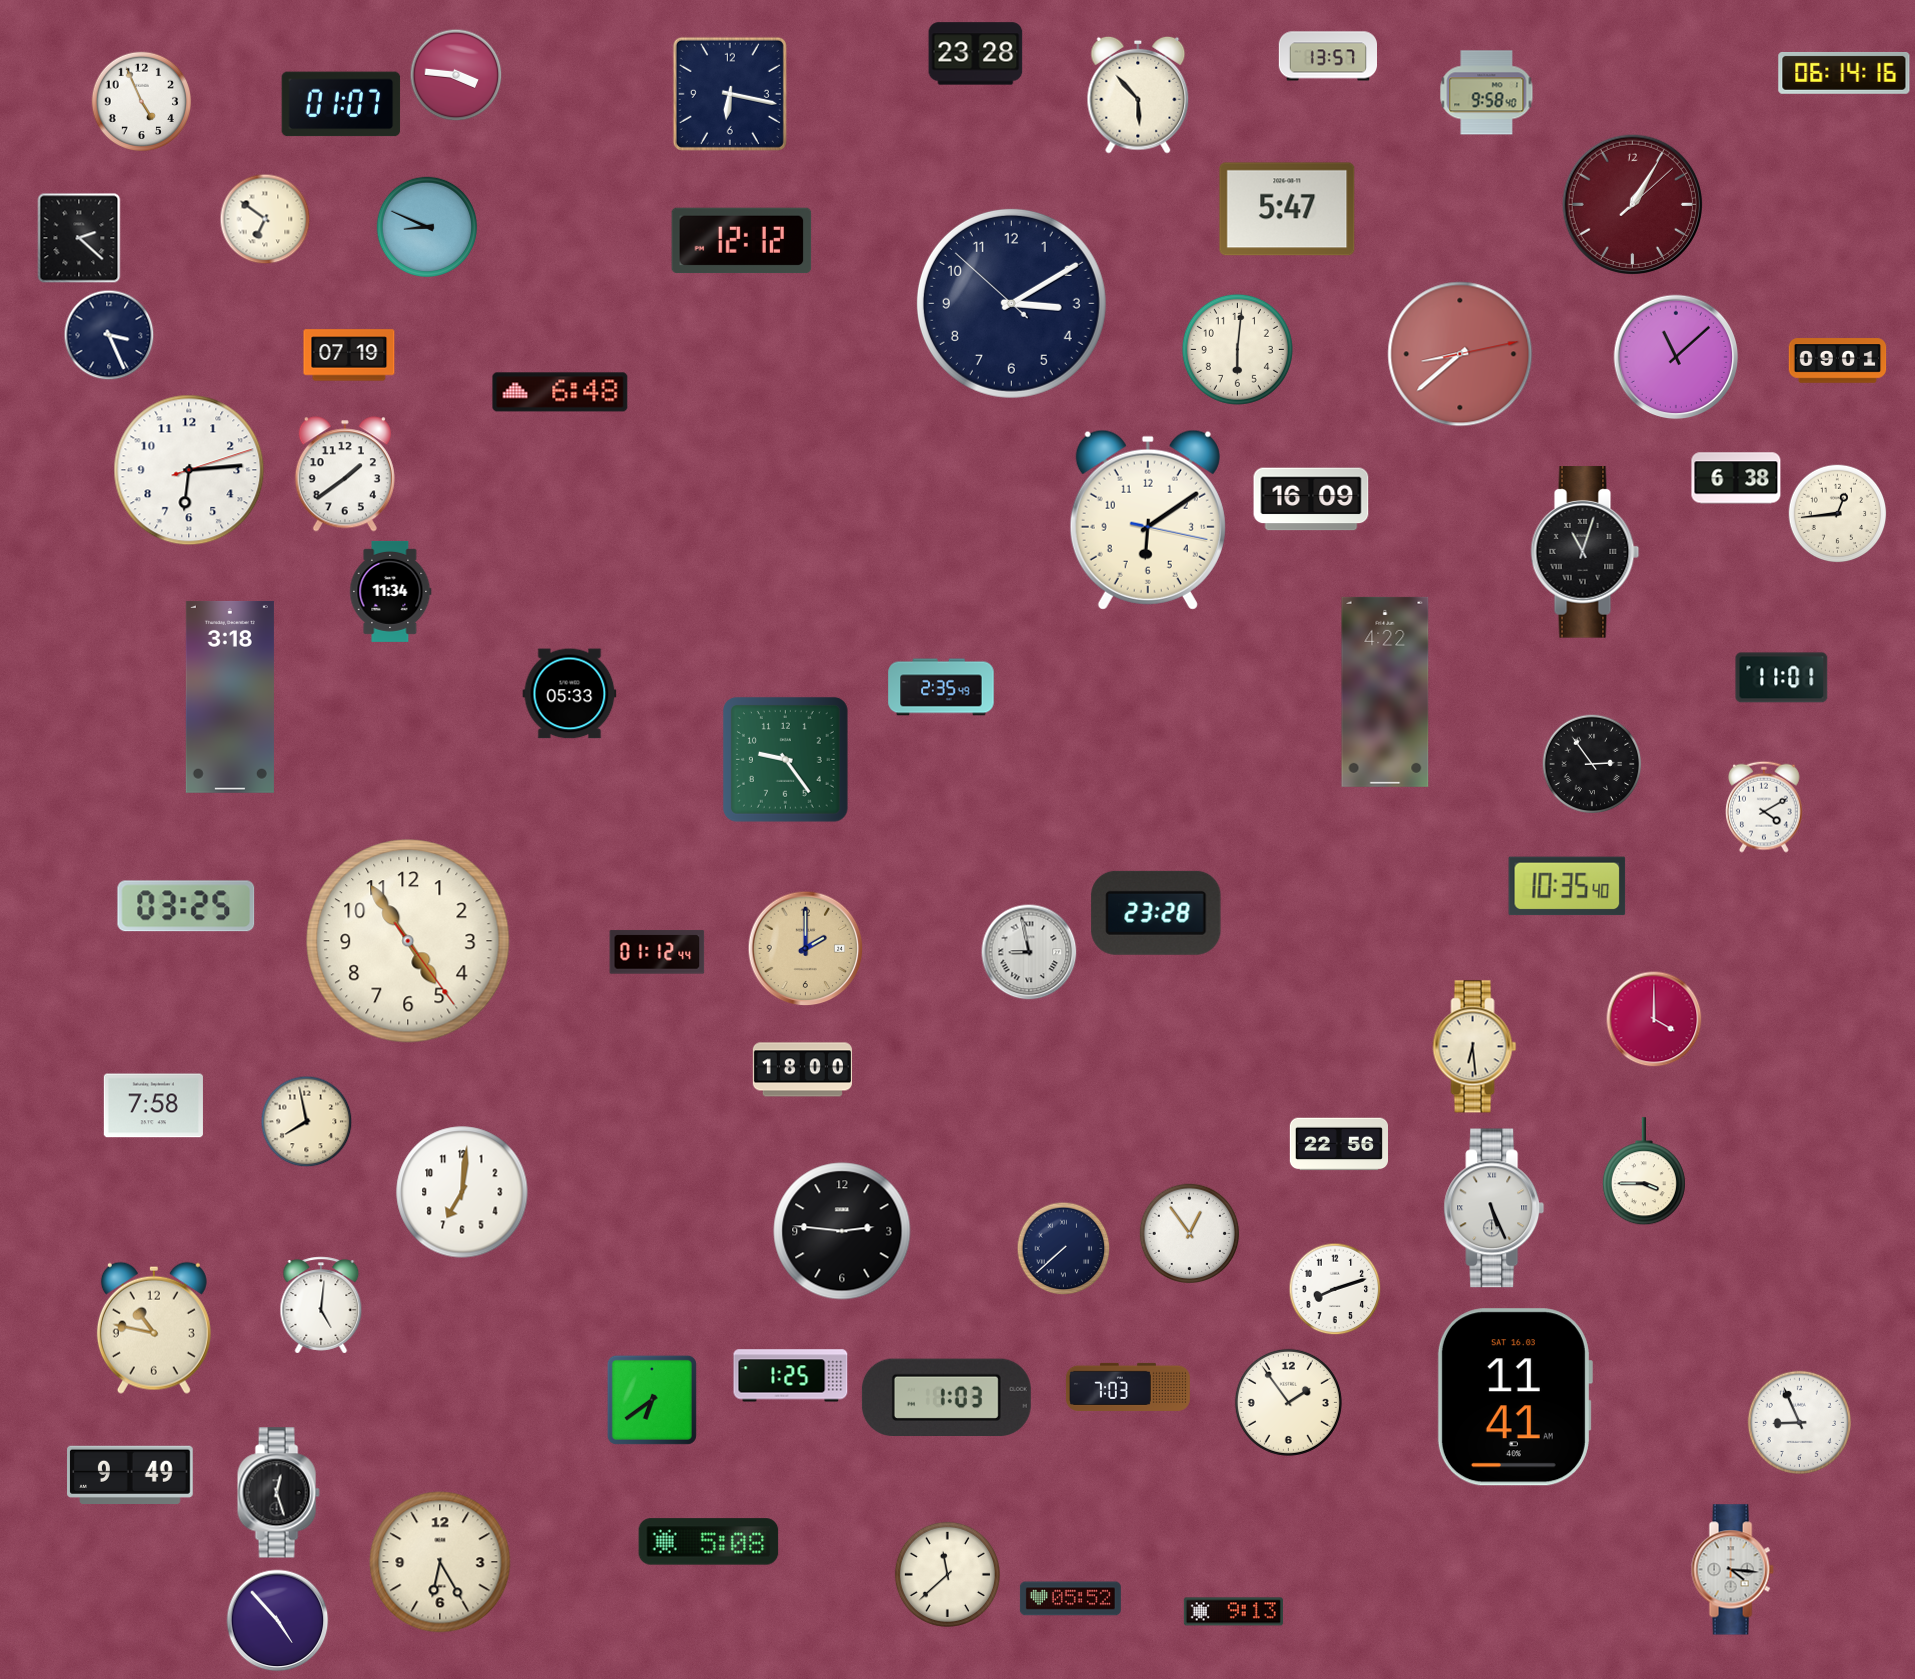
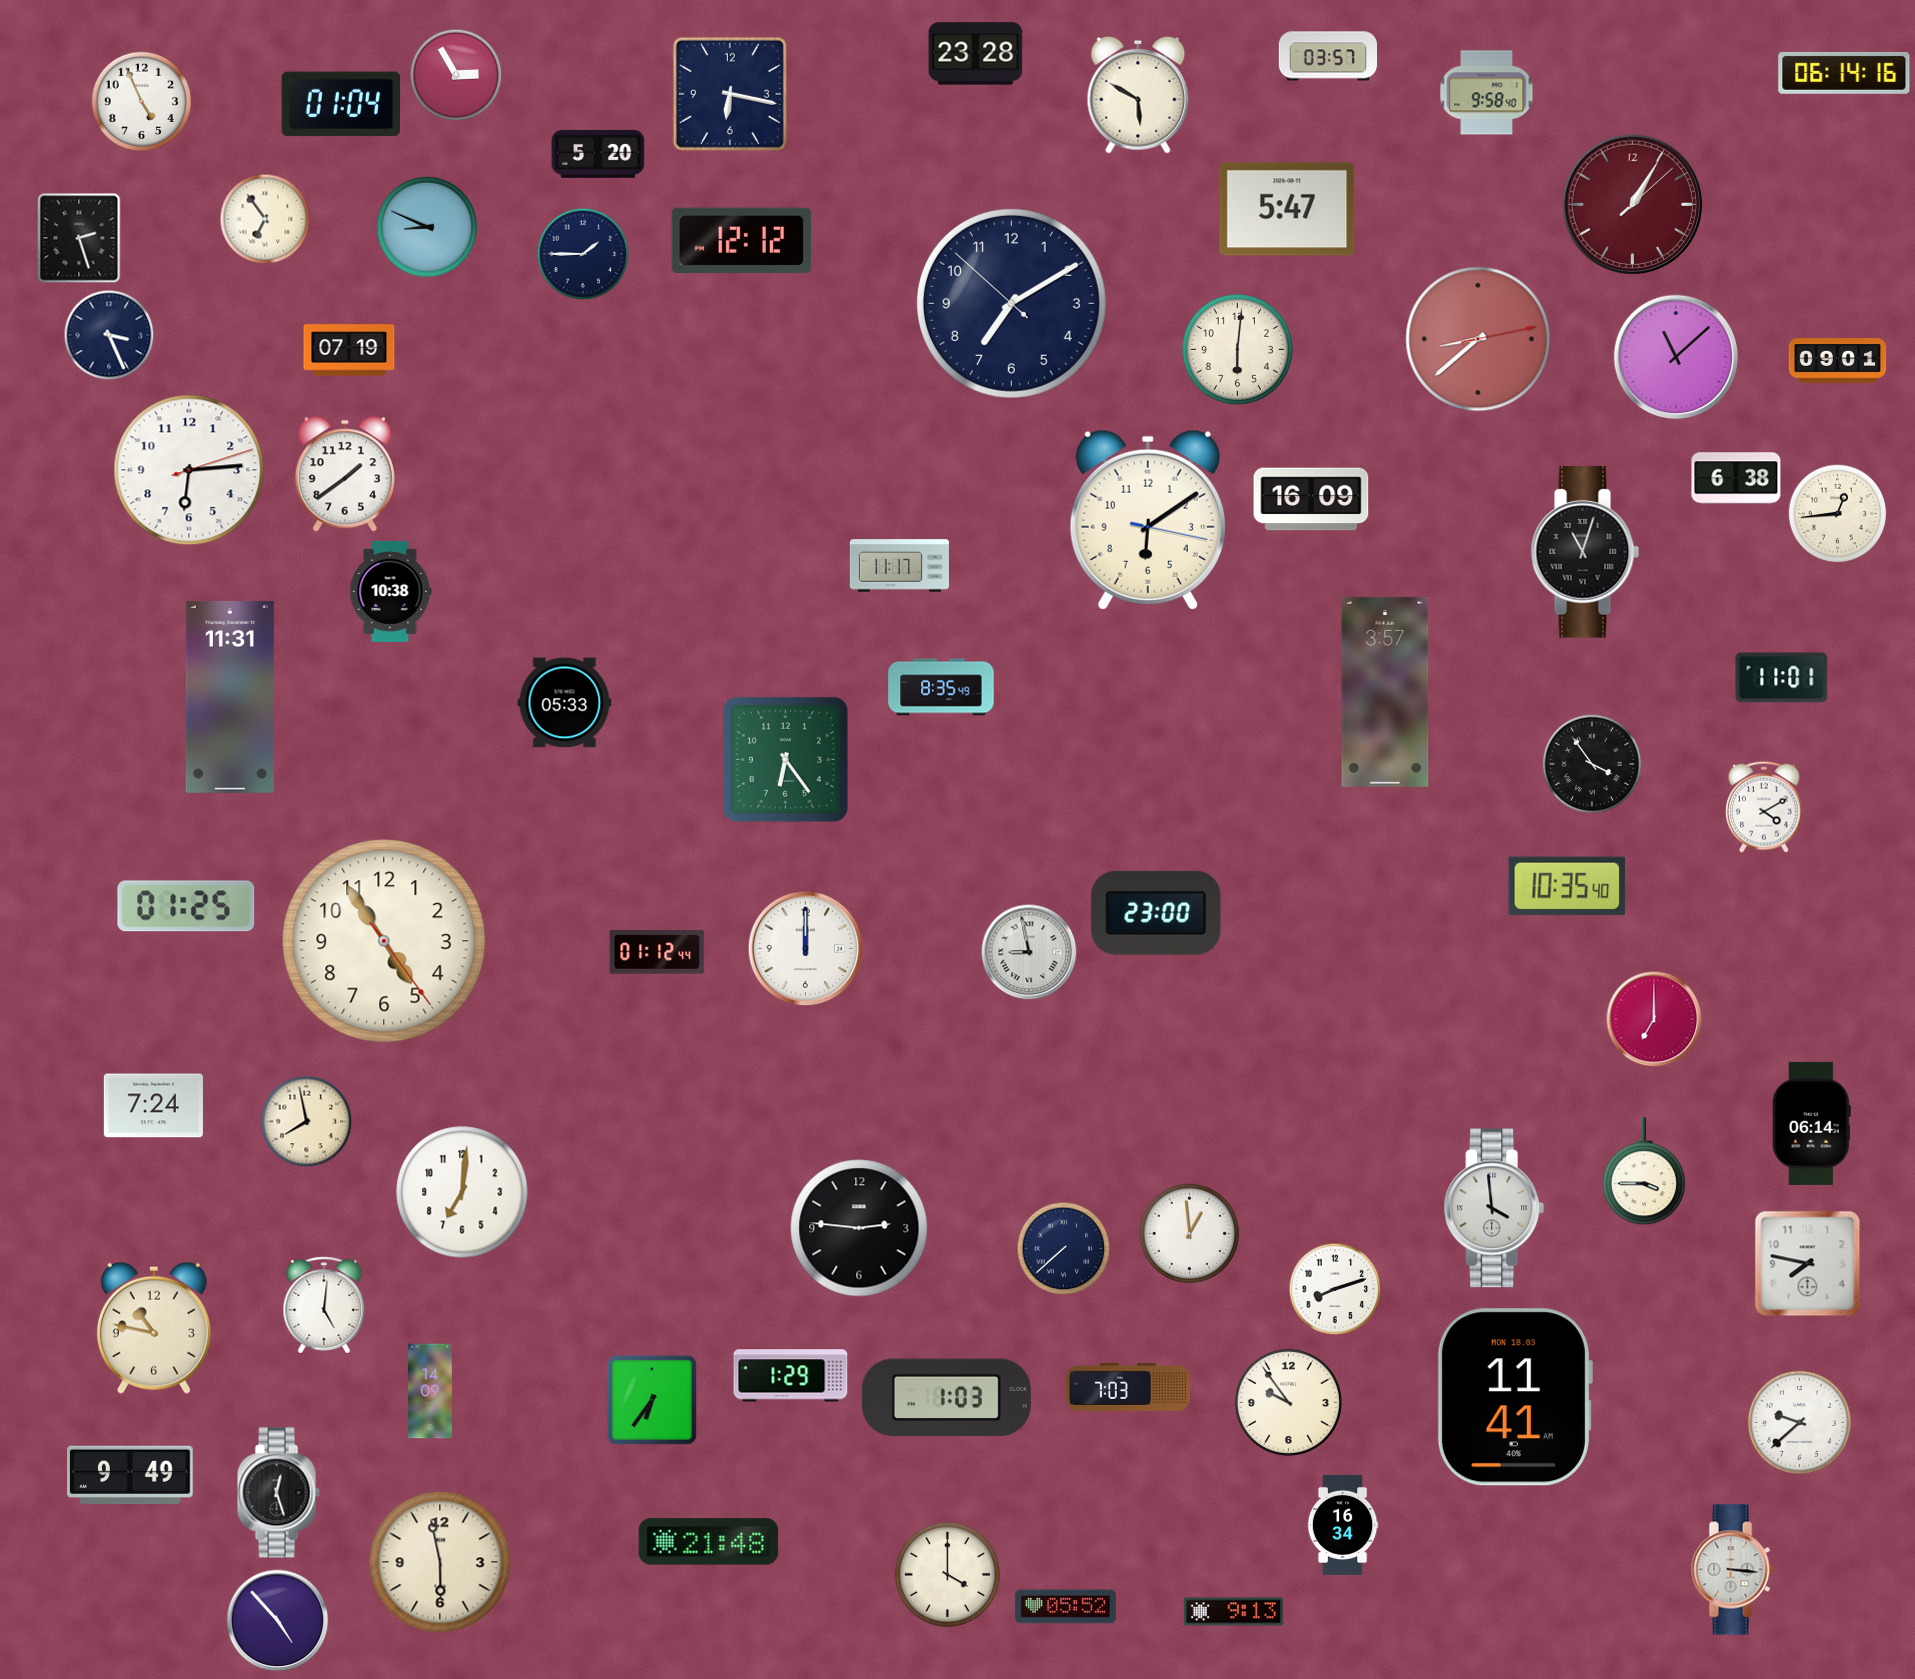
clock at (1327, 56): 13:57 -> 03:57
clock at (456, 75): 3:46 -> 2:55
clock at (1138, 95): 5:53 -> 5:50
clock at (341, 104): 01:07 -> 01:04
clock at (598, 154): none -> 5:20
clock at (265, 219): 6:51 -> 6:54
clock at (79, 238): 2:22 -> 2:27
clock at (583, 254): none -> 1:45
clock at (1011, 303): 3:09 -> 7:09
clock at (1460, 354) position: (1460, 354) -> (1478, 339)
clock at (349, 355) position: (349, 355) -> (349, 350)
clock at (560, 392): 6:48 -> none
clock at (899, 566): none -> 11:17
clock at (391, 591): 11:34 -> 10:38
clock at (941, 687): 2:35 -> 8:35
clock at (1385, 692): 4:22 -> 3:57
clock at (570, 694) position: (570, 694) -> (565, 703)
clock at (230, 697): 3:18 -> 11:31
clock at (785, 759): 9:24 -> 6:24
clock at (1592, 764): 2:54 -> 3:54
clock at (186, 906): 03:25 -> 01:25
clock at (1156, 913): 23:28 -> 23:00
clock at (408, 941) position: (408, 941) -> (384, 941)
clock at (806, 949): 2:00 -> 12:00
clock at (806, 949) dial: champagne -> white
clock at (1654, 1019): 4:00 -> 7:00
clock at (1475, 1047): 6:29 -> none
clock at (802, 1070): 18:00 -> none
clock at (153, 1106): 7:58 -> 7:24
clock at (1811, 1123): none -> 06:14
clock at (1338, 1144): 22:56 -> none
clock at (1494, 1208): 5:26 -> 3:59
clock at (842, 1231) position: (842, 1231) -> (859, 1228)
clock at (1190, 1234): 12:54 -> 12:59
clock at (1808, 1264): none -> 7:47
clock at (321, 1305) position: (321, 1305) -> (324, 1305)
clock at (791, 1376): 1:25 -> 1:29
clock at (430, 1391): none -> 14:09
clock at (1514, 1397) date: SAT 16.03 -> MON 18.03
clock at (652, 1400): 6:39 -> 6:36
clock at (1288, 1402): 1:54 -> 9:54
clock at (1799, 1422): 8:56 -> 9:38
clock at (1343, 1525): none -> 16:34
clock at (709, 1542): 5:08 -> 21:48
clock at (440, 1562): 6:25 -> 5:58
clock at (1732, 1570): 4:16 -> 3:16
clock at (947, 1574): 11:38 -> 4:00
clock at (1070, 1599) position: (1070, 1599) -> (1065, 1607)
